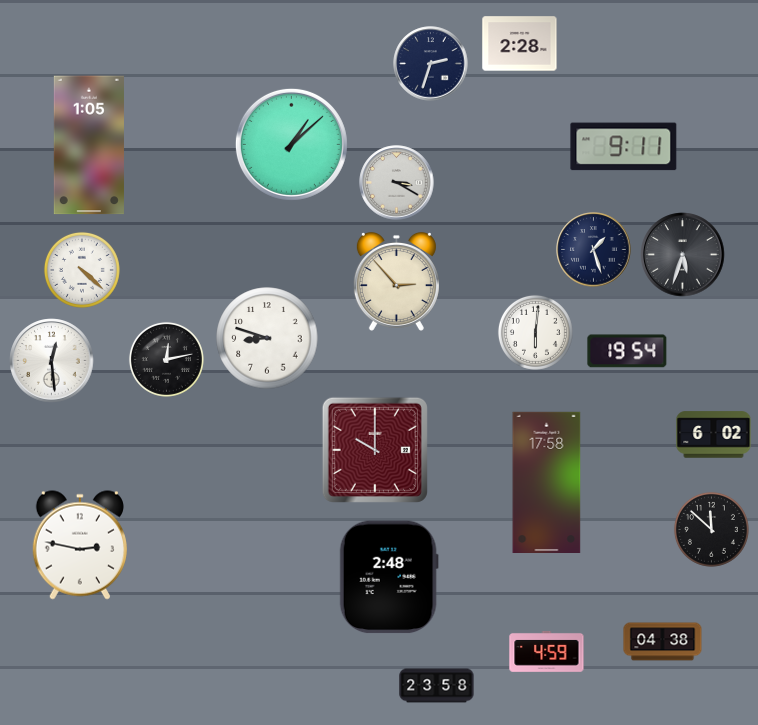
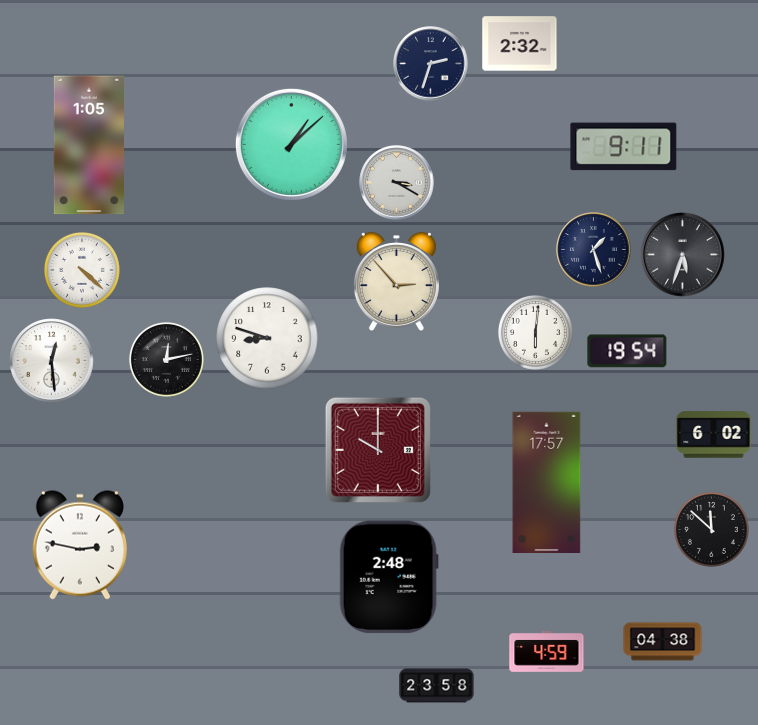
clock at (520, 44): 2:28 -> 2:32
clock at (375, 450) position: (375, 450) -> (378, 450)
clock at (547, 482): 17:58 -> 17:57
